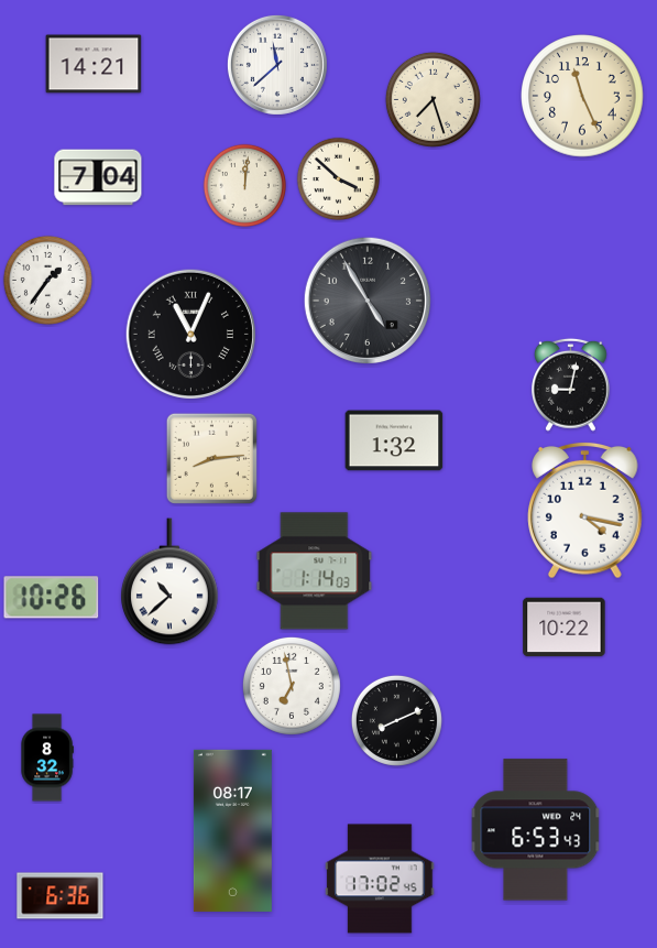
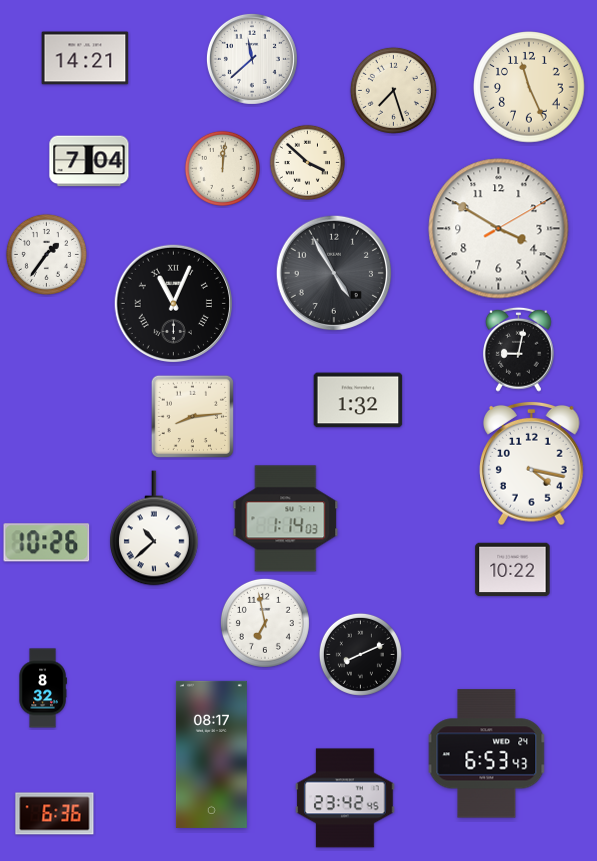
clock at (499, 229): none -> 3:50
clock at (47, 280) position: (47, 280) -> (46, 254)
clock at (380, 879): 17:02 -> 23:42
